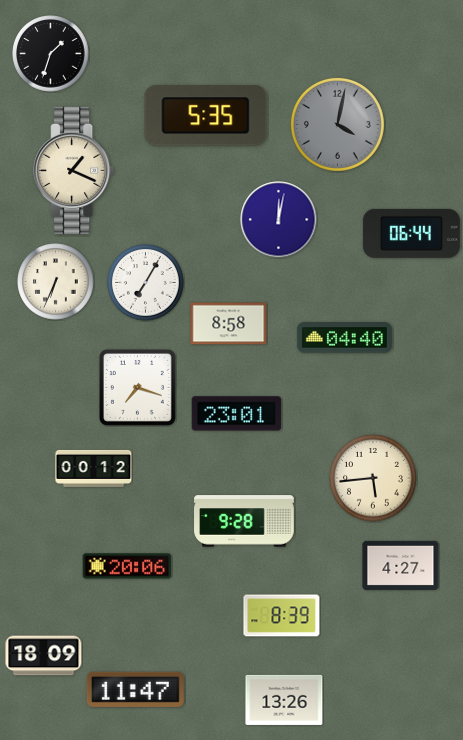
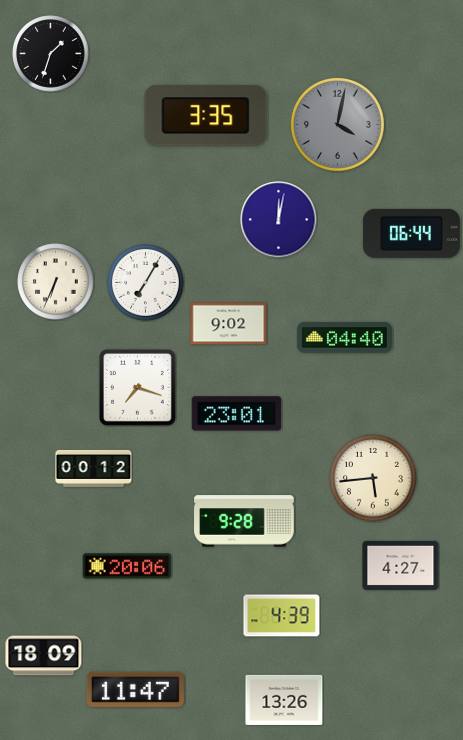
clock at (206, 116): 5:35 -> 3:35
clock at (74, 171): 1:19 -> none
clock at (229, 324): 8:58 -> 9:02
clock at (282, 616): 8:39 -> 4:39
